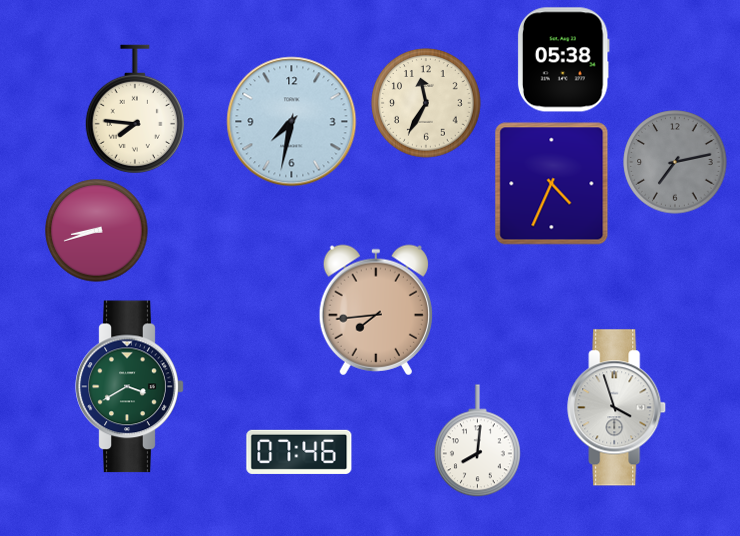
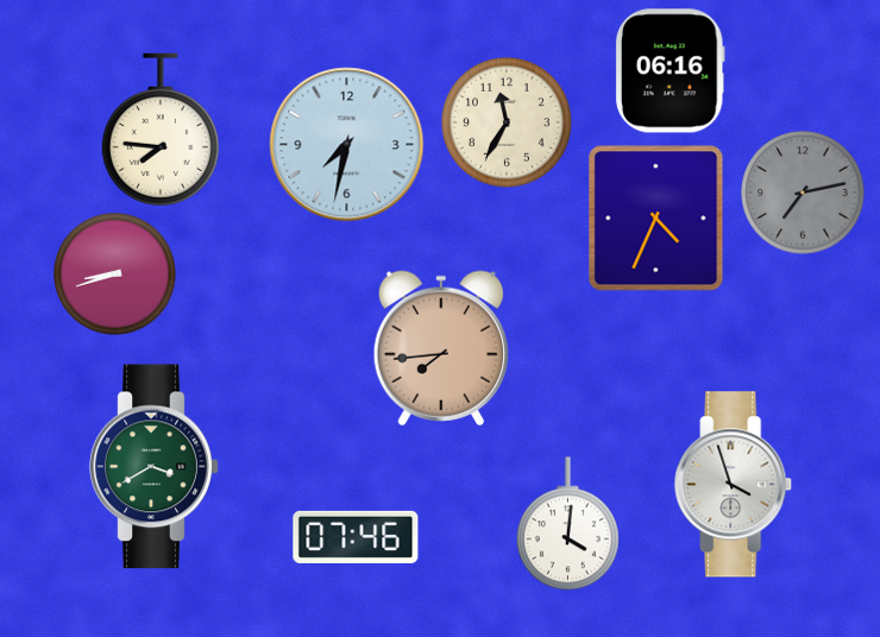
clock at (563, 60): 05:38 -> 06:16
clock at (376, 310) position: (376, 310) -> (441, 348)
clock at (130, 387) position: (130, 387) -> (155, 467)
clock at (477, 441): 8:01 -> 4:01
